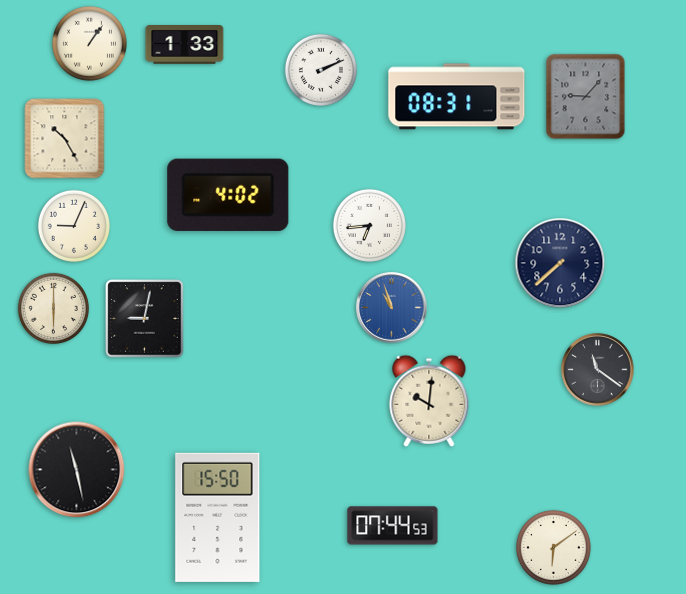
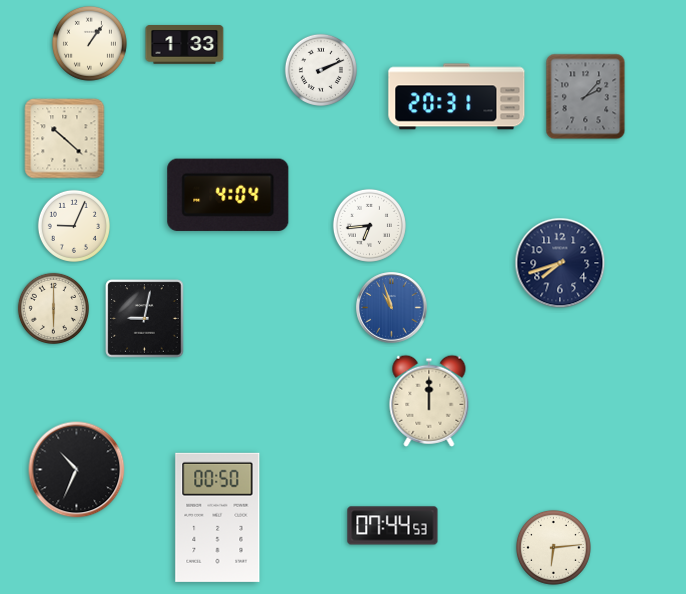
clock at (457, 97): 08:31 -> 20:31
clock at (586, 97): 9:07 -> 2:07
clock at (65, 139): 10:25 -> 10:22
clock at (228, 195): 4:02 -> 4:04
clock at (560, 263): 7:38 -> 7:42
clock at (598, 370): 11:21 -> none
clock at (429, 401): 10:01 -> 12:00
clock at (77, 470): 11:28 -> 10:34
clock at (218, 517): 15:50 -> 00:50
clock at (553, 547): 6:09 -> 6:14
